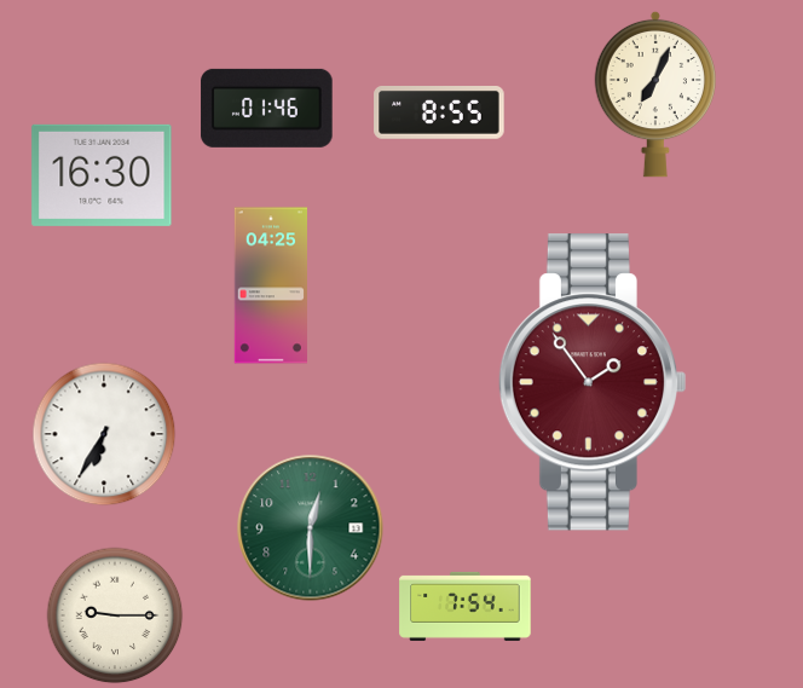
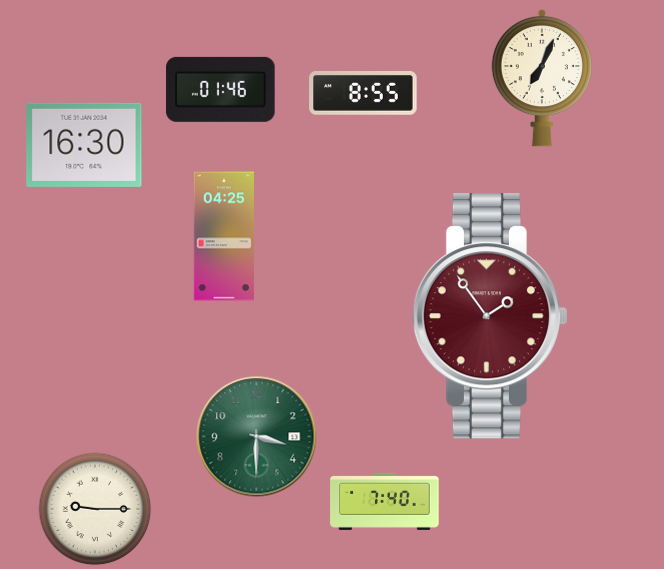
clock at (104, 434): 6:35 -> none
clock at (311, 528): 12:30 -> 3:30
clock at (466, 606): 7:54 -> 7:40
